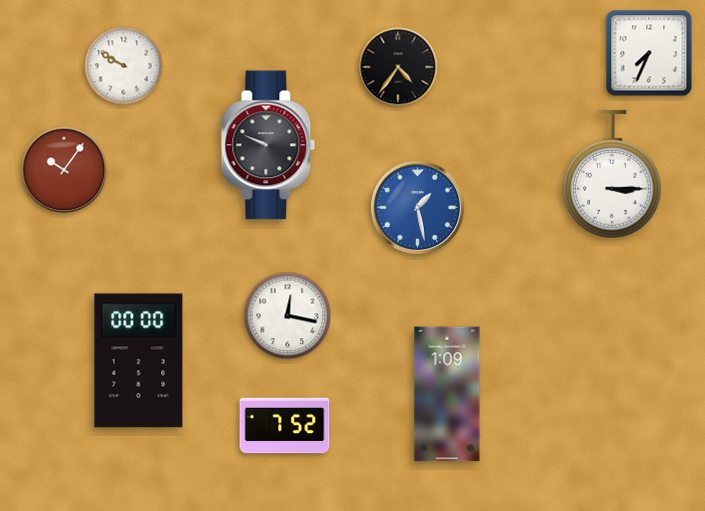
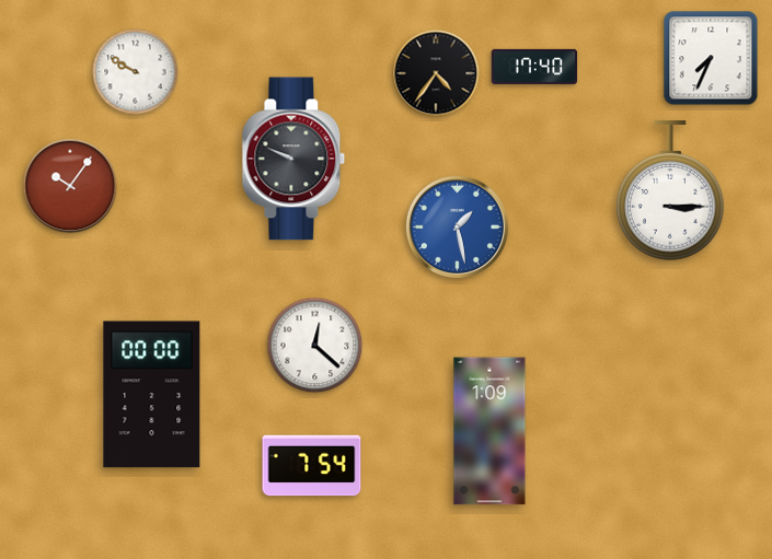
clock at (534, 67): none -> 17:40
clock at (288, 316): 12:17 -> 12:22
clock at (285, 426): 7:52 -> 7:54
